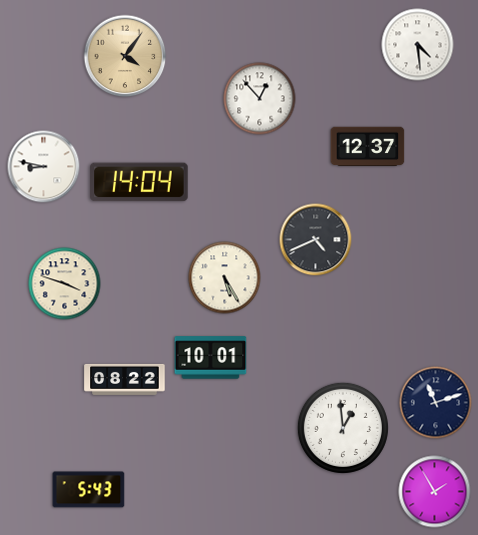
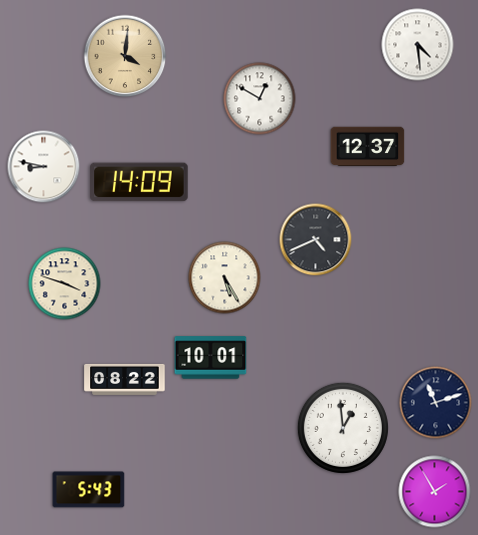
clock at (125, 56): 4:06 -> 4:01
clock at (260, 99): 12:53 -> 12:50
clock at (139, 182): 14:04 -> 14:09
